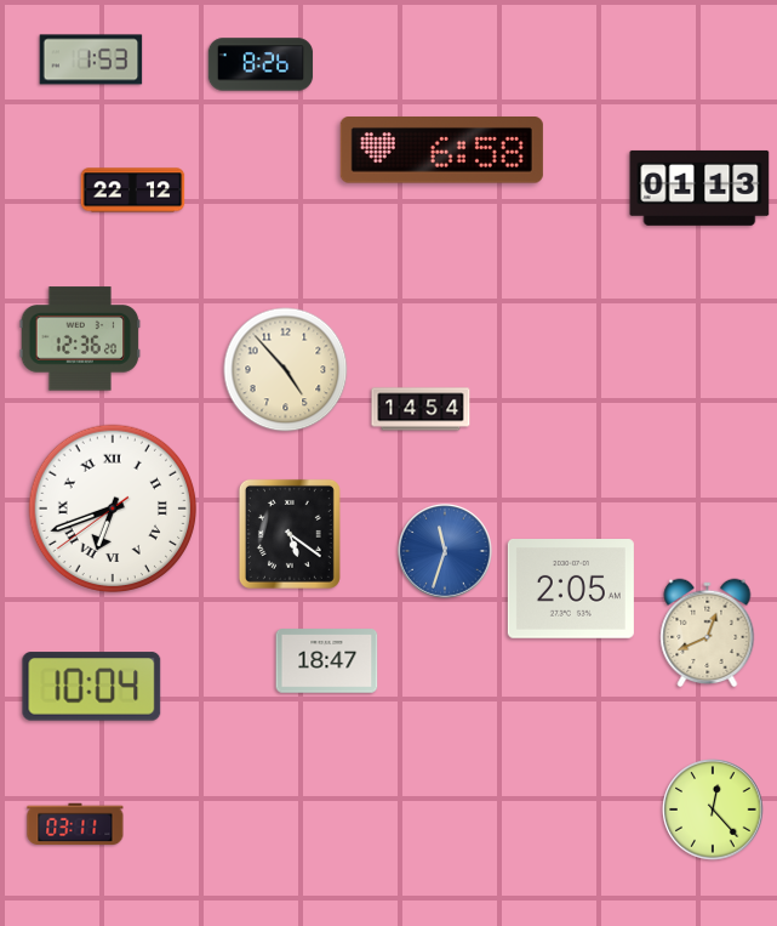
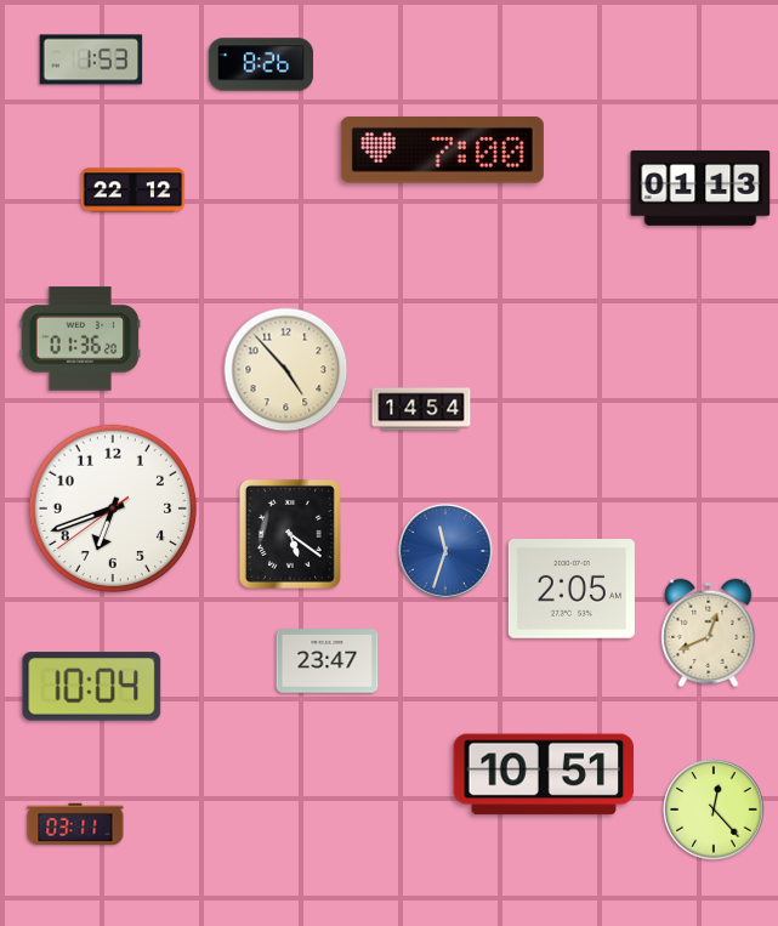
clock at (441, 150): 6:58 -> 7:00
clock at (80, 339): 12:36 -> 01:36
clock at (113, 509) numerals: Roman -> Arabic
clock at (327, 661): 18:47 -> 23:47
clock at (544, 774): none -> 10:51
